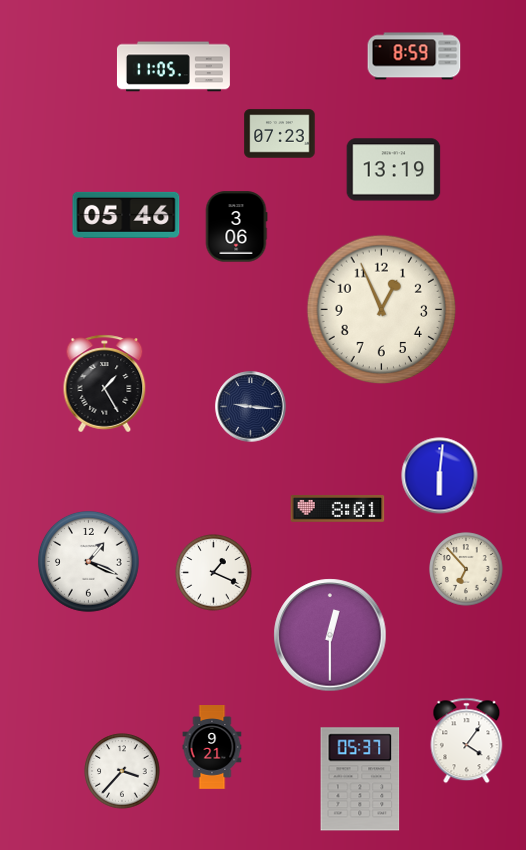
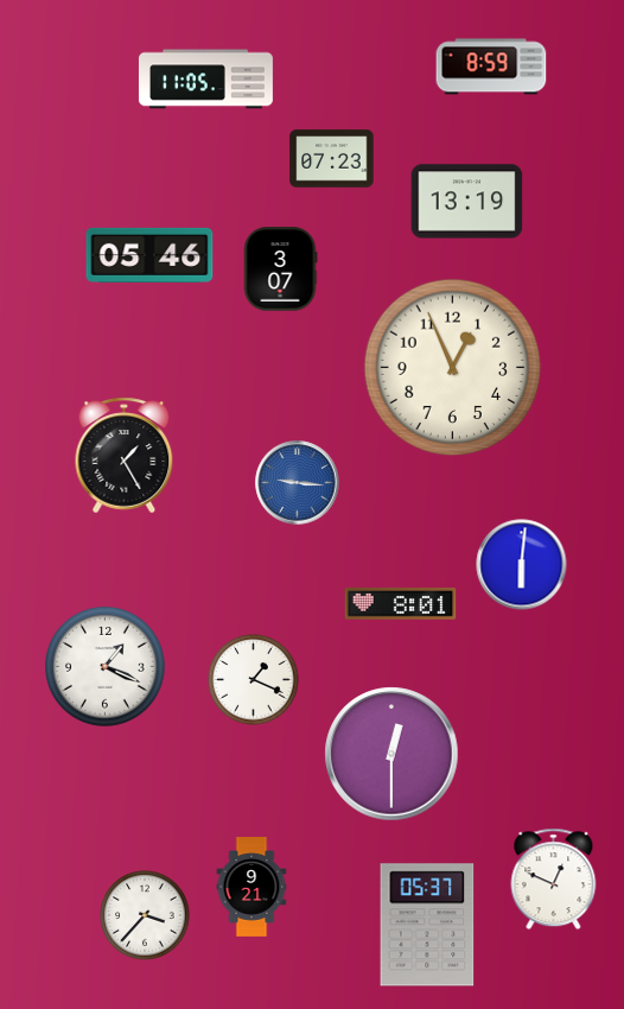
clock at (236, 227): 3:06 -> 3:07
clock at (251, 407) dial: navy -> blue
clock at (466, 569): 6:53 -> none
clock at (467, 741): 4:06 -> 12:49
